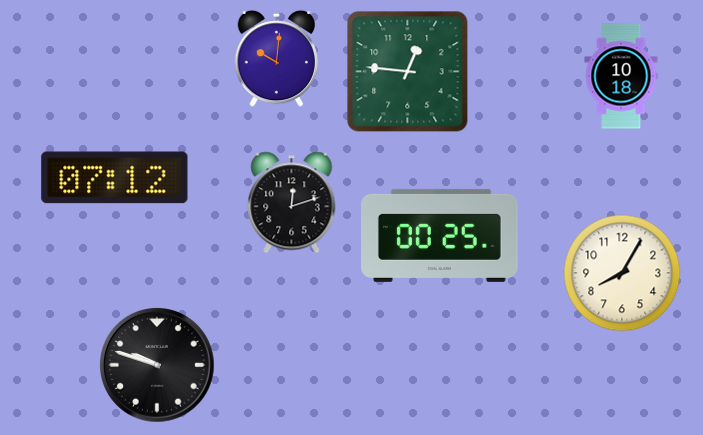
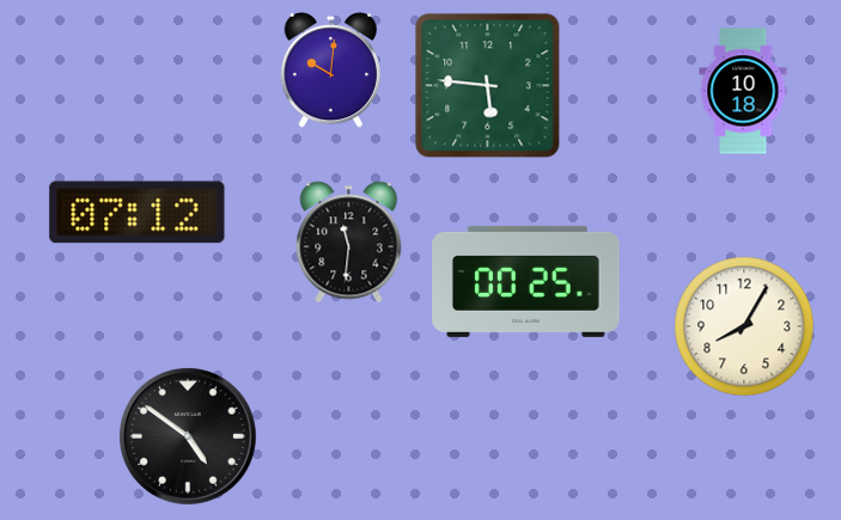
clock at (408, 72): 12:46 -> 5:46
clock at (292, 203): 12:12 -> 11:31
clock at (158, 366): 9:48 -> 4:51
